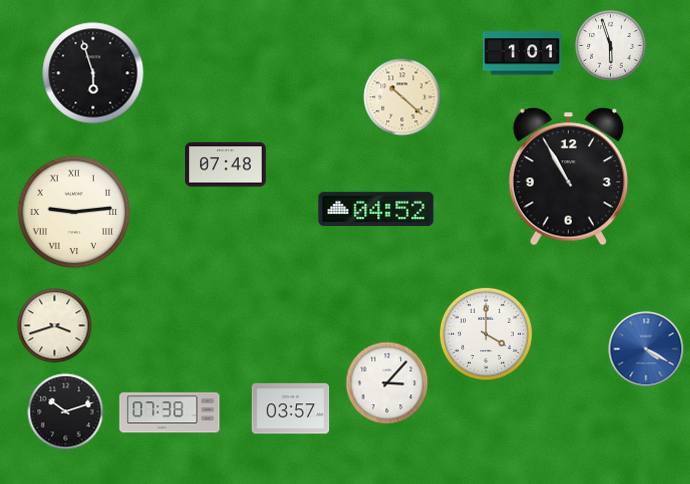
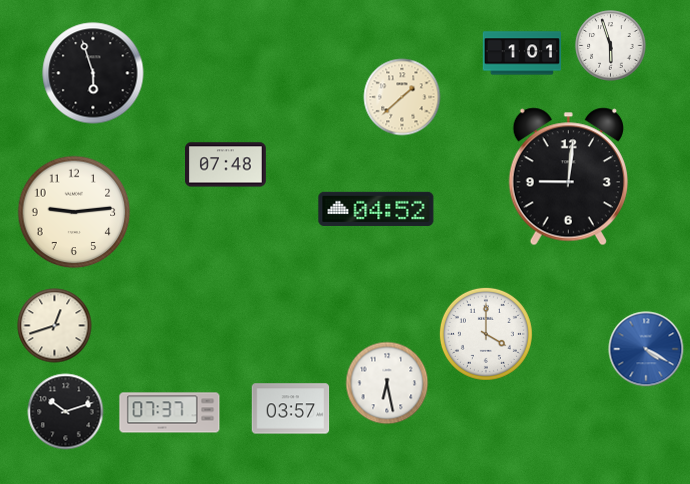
clock at (402, 97): 10:22 -> 1:38
clock at (568, 177): 10:55 -> 9:01
clock at (74, 212) numerals: Roman -> Arabic
clock at (55, 326): 3:42 -> 12:42
clock at (387, 383): 3:07 -> 6:28
clock at (170, 413): 07:38 -> 07:37
